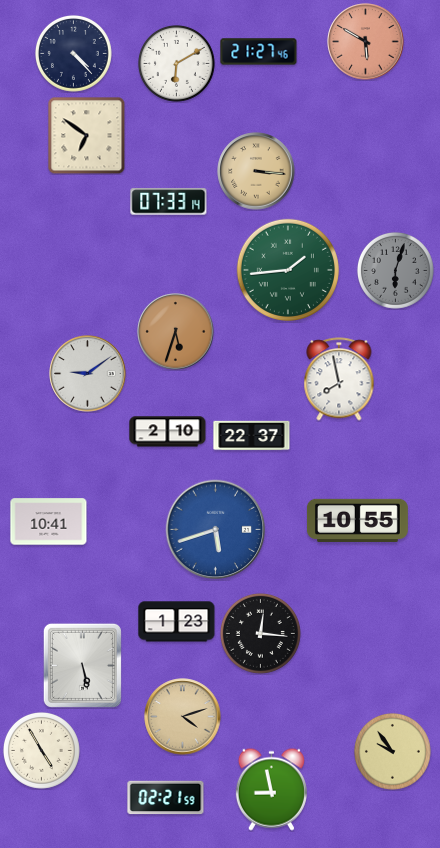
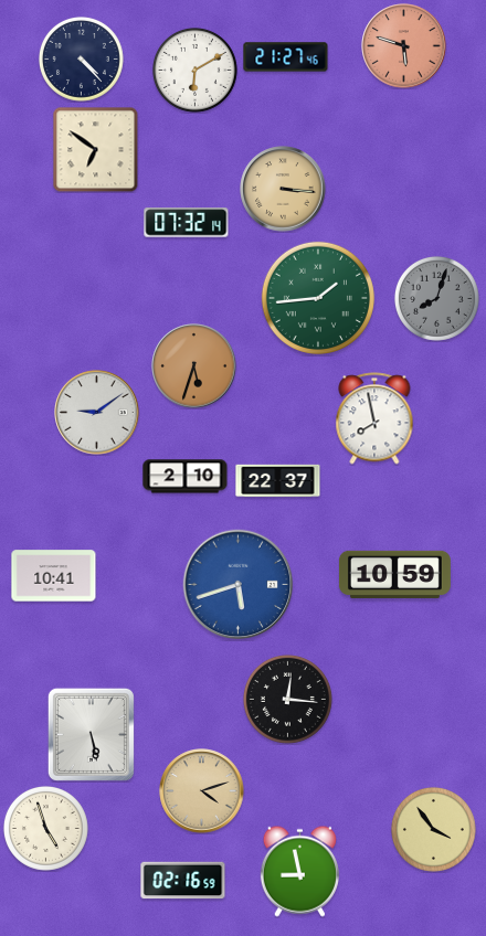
clock at (366, 42): 5:50 -> 5:48
clock at (169, 202): 07:33 -> 07:32
clock at (395, 270): 6:03 -> 8:03
clock at (357, 520): 10:55 -> 10:59
clock at (177, 622): 1:23 -> none
clock at (41, 750): 4:55 -> 4:57
clock at (392, 751): 9:54 -> 3:54
clock at (166, 798): 02:21 -> 02:16
